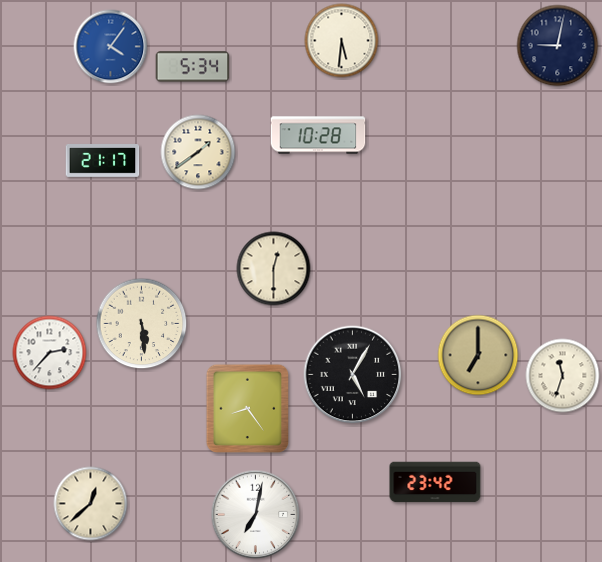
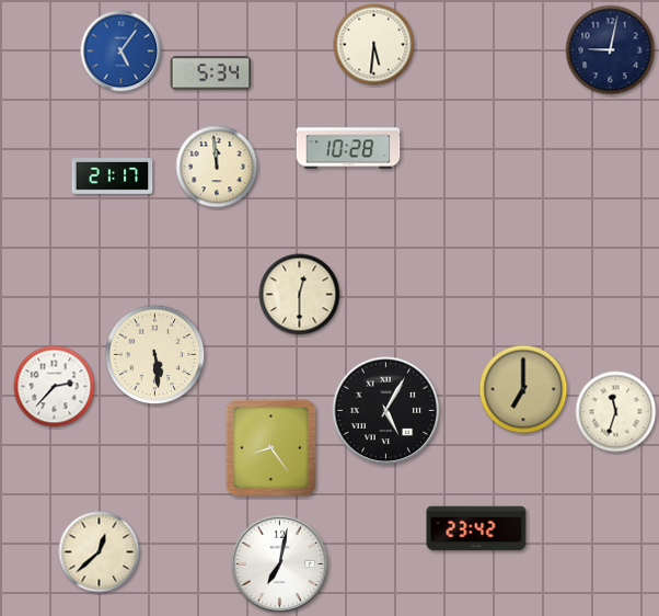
clock at (111, 47): 4:06 -> 5:06
clock at (198, 152): 1:39 -> 11:59
